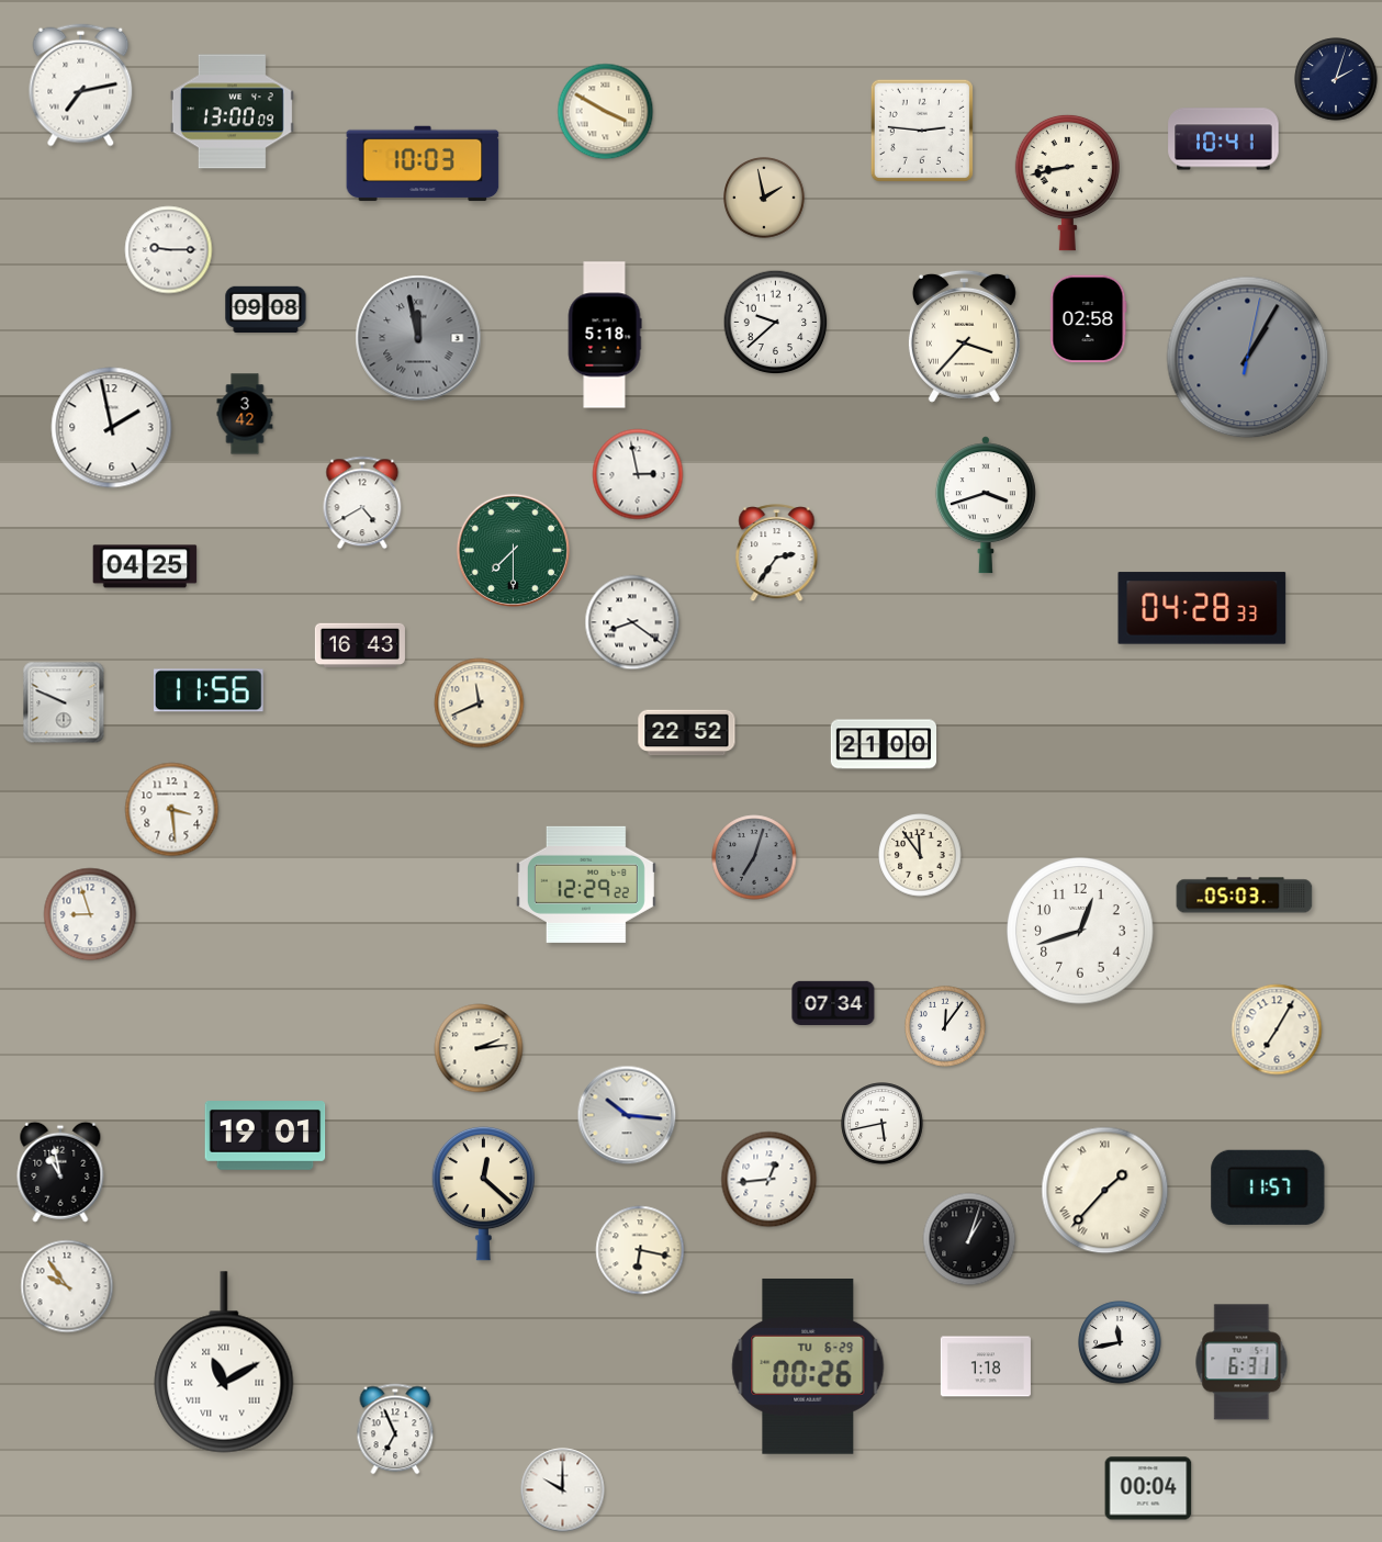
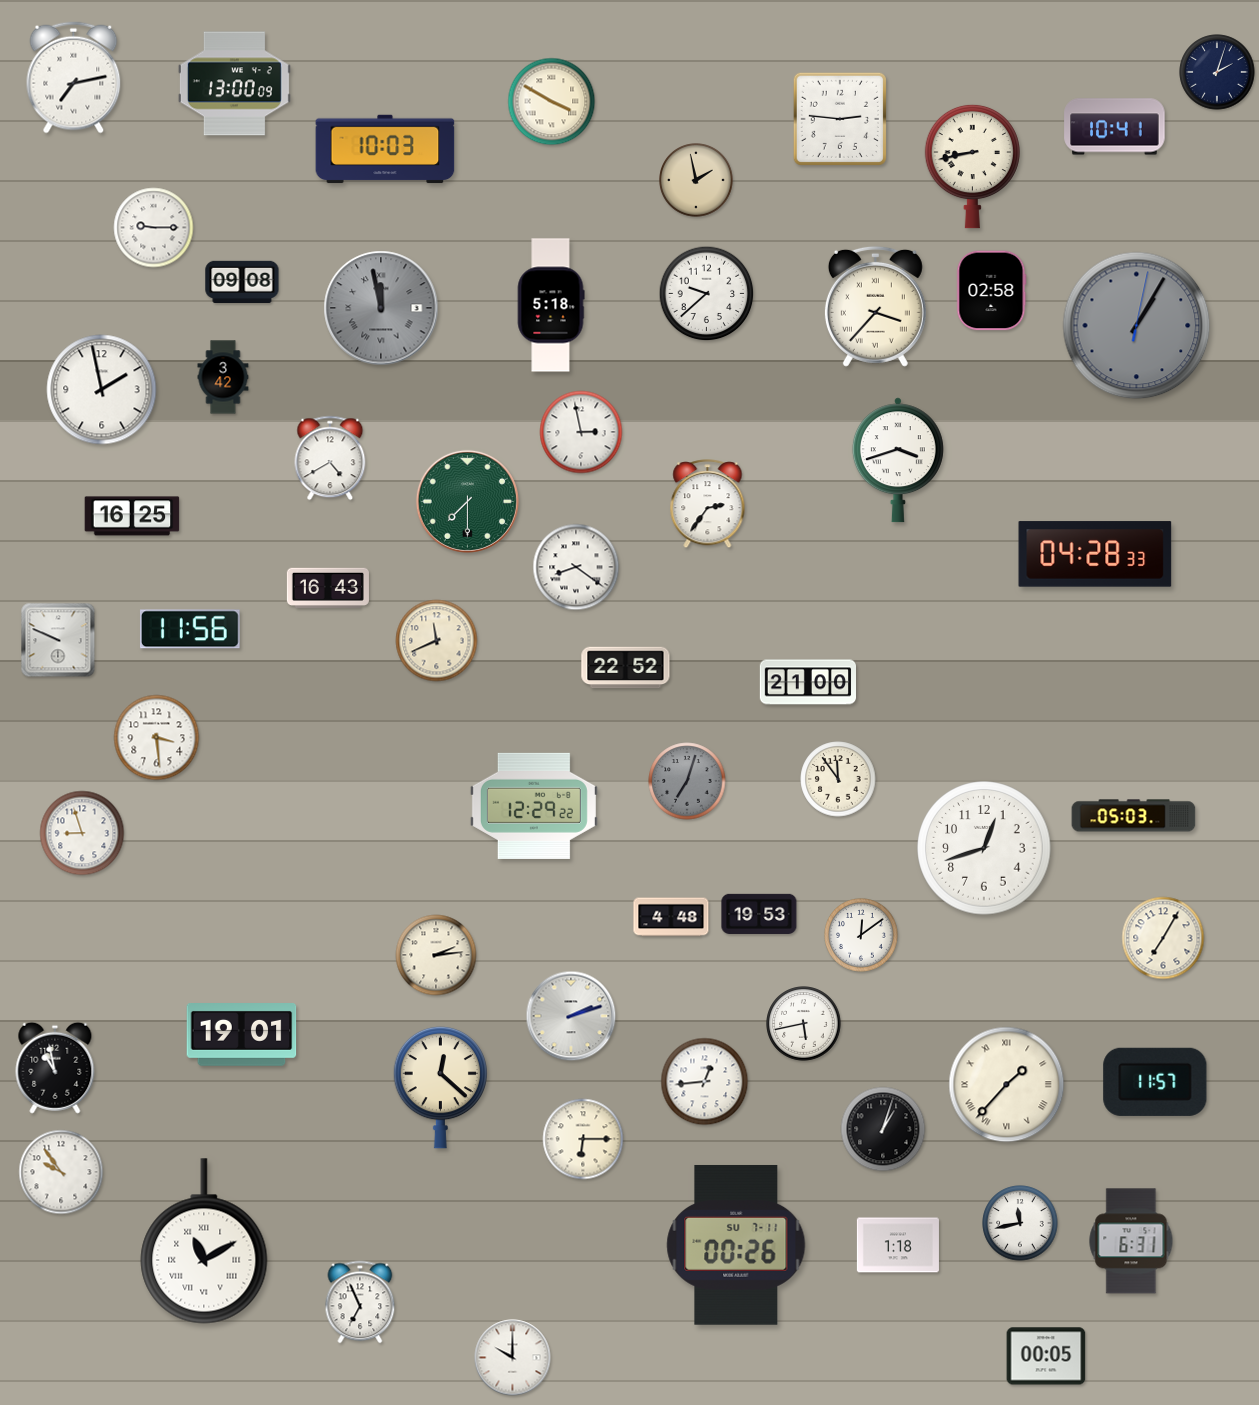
clock at (232, 112) position: (232, 112) -> (234, 84)
clock at (964, 336) position: (964, 336) -> (875, 306)
clock at (145, 566): 04:25 -> 16:25
clock at (883, 744) position: (883, 744) -> (807, 682)
clock at (833, 1003): 07:34 -> 19:53
clock at (671, 917): none -> 4:48
clock at (945, 1026): 12:06 -> 12:09
clock at (627, 1115): 10:16 -> 2:12
clock at (769, 1180) position: (769, 1180) -> (705, 1082)
clock at (640, 1250): 6:17 -> 6:15
clock at (808, 1366) date: TU 6-29 -> SU 7-11
clock at (1148, 1488): 00:04 -> 00:05
